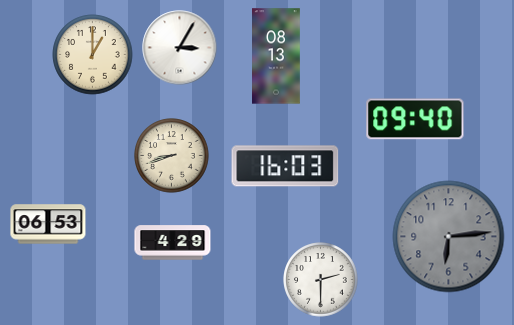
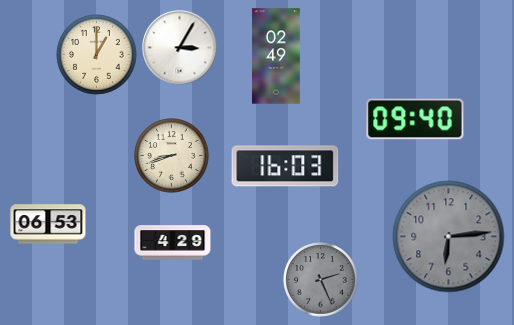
clock at (93, 55) position: (93, 55) -> (97, 55)
clock at (277, 56): 08:13 -> 02:49
clock at (321, 280): 2:30 -> 2:26
clock at (321, 280) dial: white -> grey
